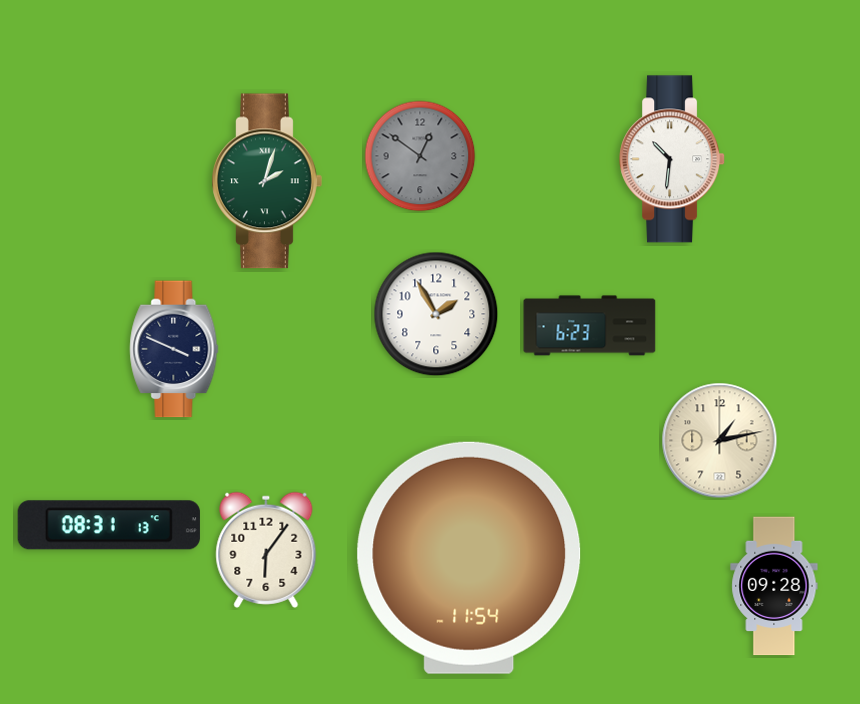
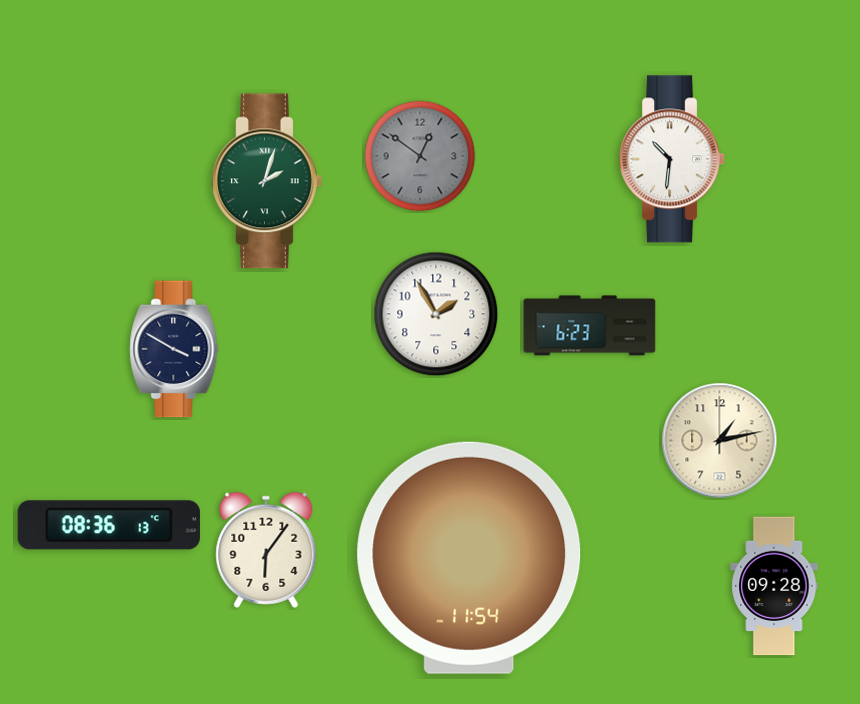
clock at (174, 349): 3:49 -> 3:50
clock at (109, 525): 08:31 -> 08:36
